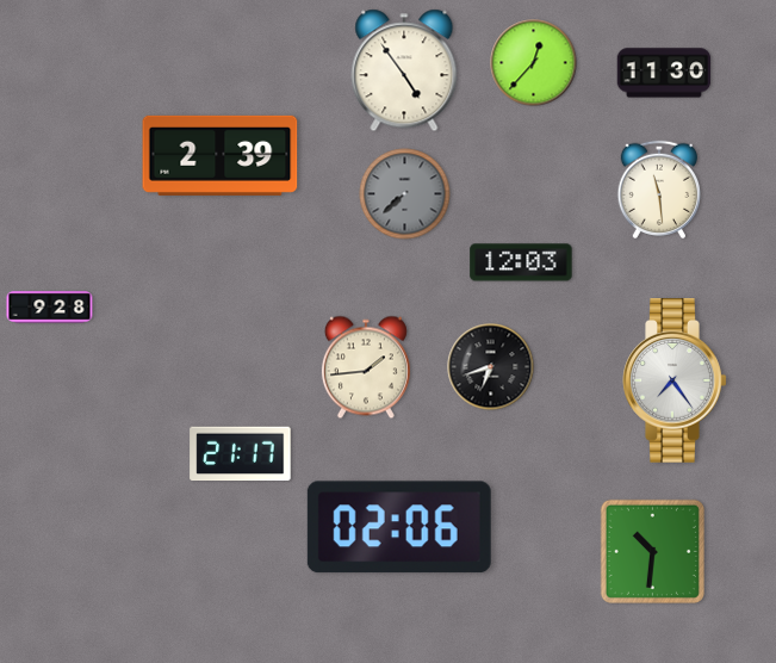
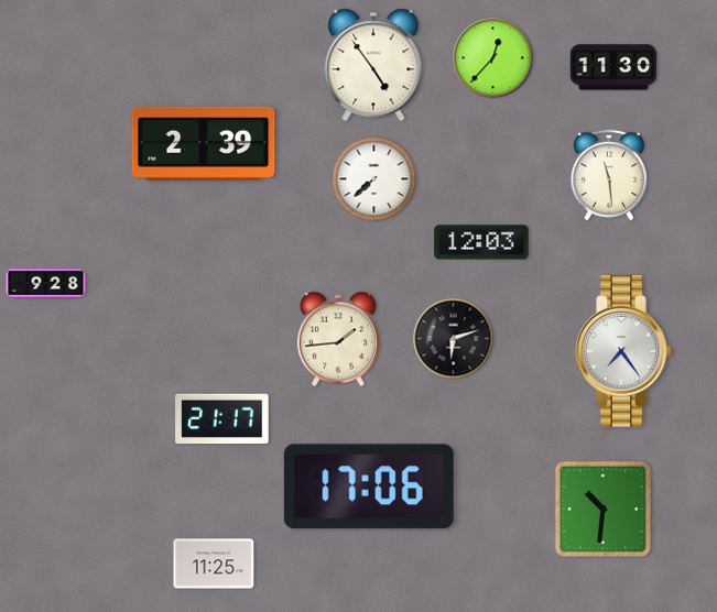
clock at (405, 194) dial: grey -> white
clock at (491, 367): 6:42 -> 6:12
clock at (399, 527): 02:06 -> 17:06
clock at (214, 564): none -> 11:25
